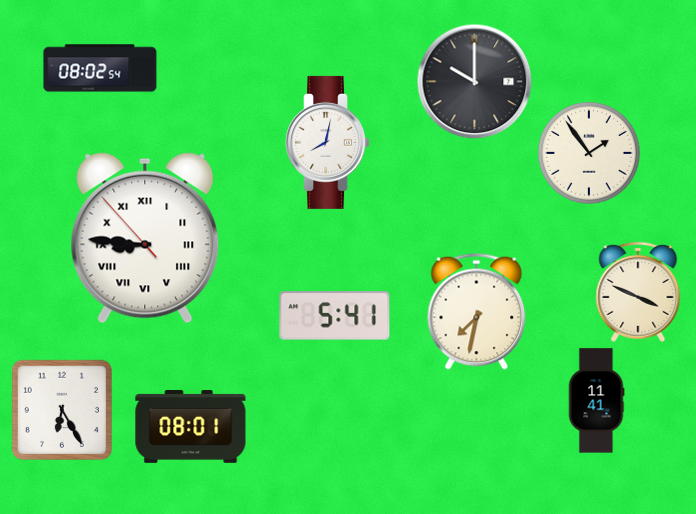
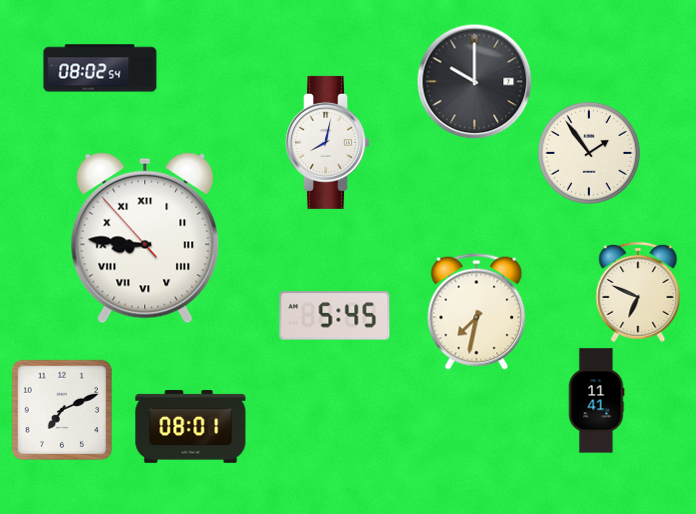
clock at (638, 292): 3:49 -> 6:49
clock at (335, 316): 5:41 -> 5:45
clock at (62, 410): 6:25 -> 7:11
